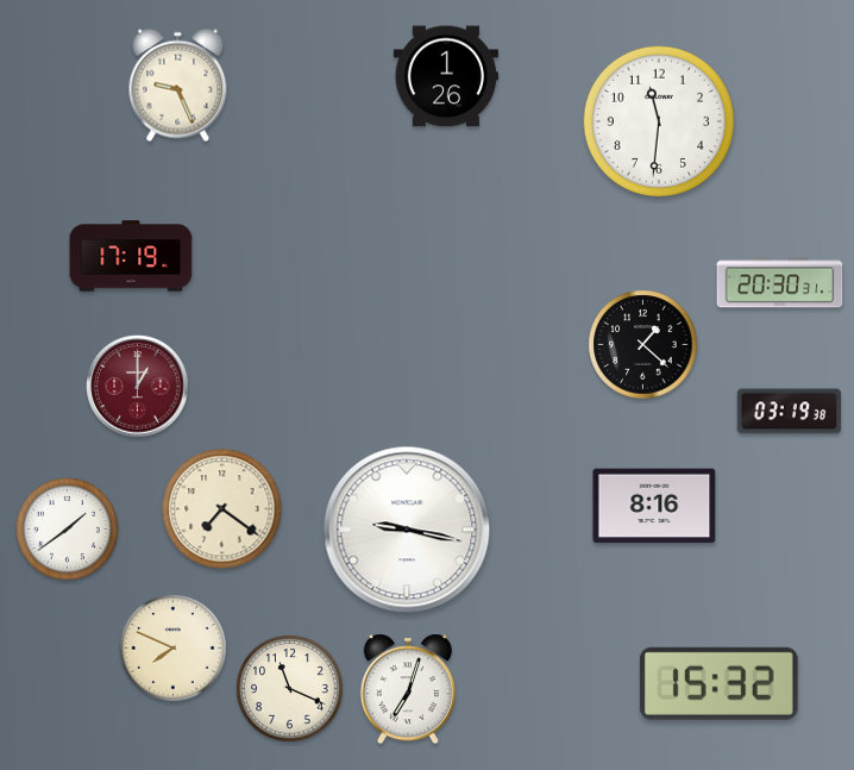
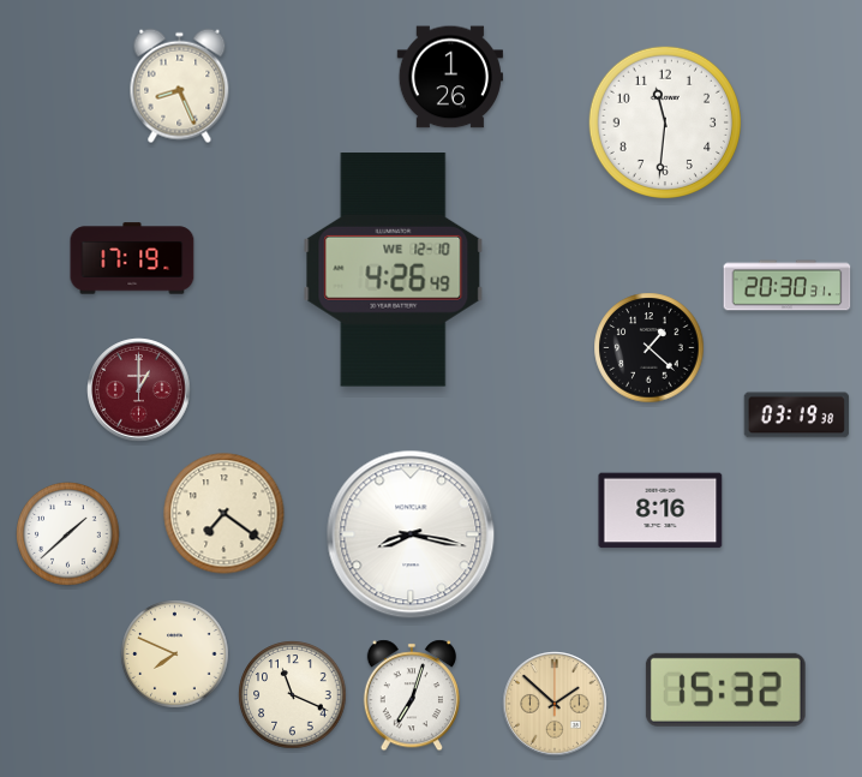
clock at (178, 86): 9:26 -> 8:26
clock at (394, 270): none -> 4:26
clock at (68, 530): 1:39 -> 1:38
clock at (407, 530): 9:17 -> 8:17
clock at (555, 704): none -> 1:52
